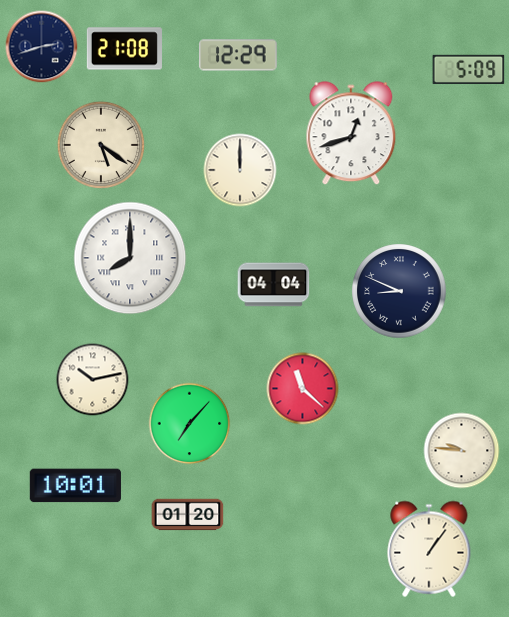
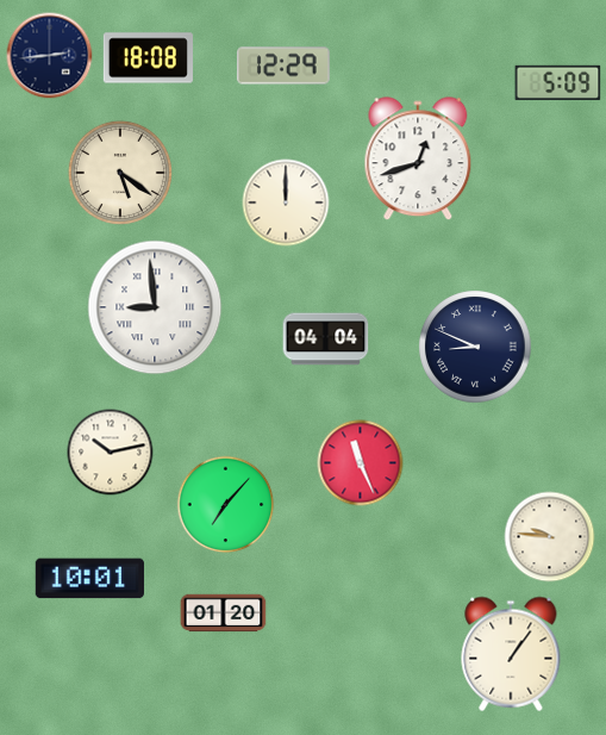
clock at (42, 47): 2:42 -> 2:44
clock at (124, 49): 21:08 -> 18:08
clock at (130, 258): 8:00 -> 8:59
clock at (303, 389): 11:22 -> 11:26
